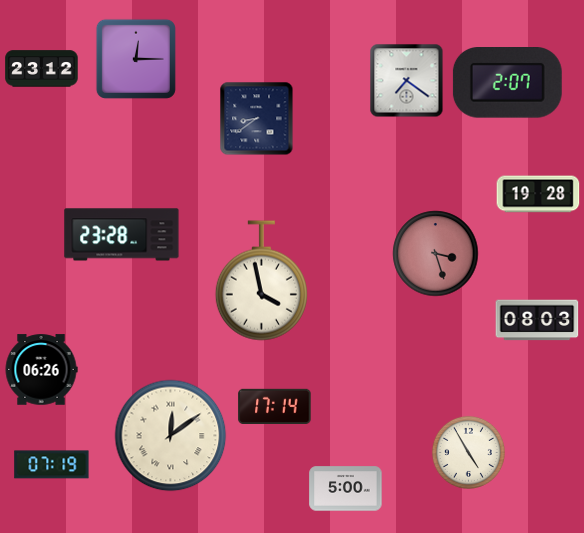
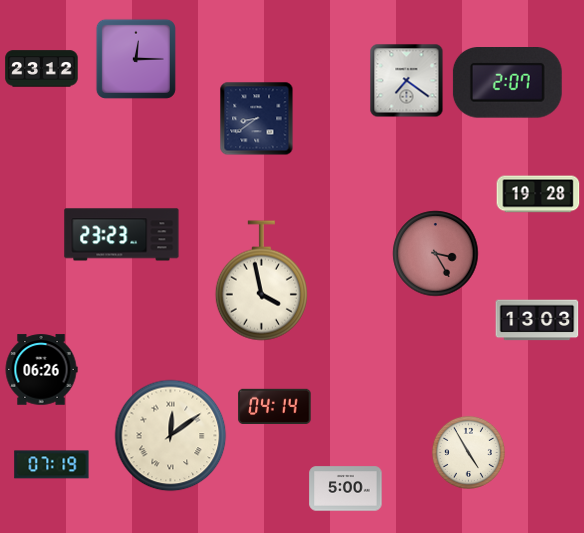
clock at (122, 235): 23:28 -> 23:23
clock at (436, 254): 3:27 -> 3:25
clock at (537, 320): 08:03 -> 13:03
clock at (275, 406): 17:14 -> 04:14
